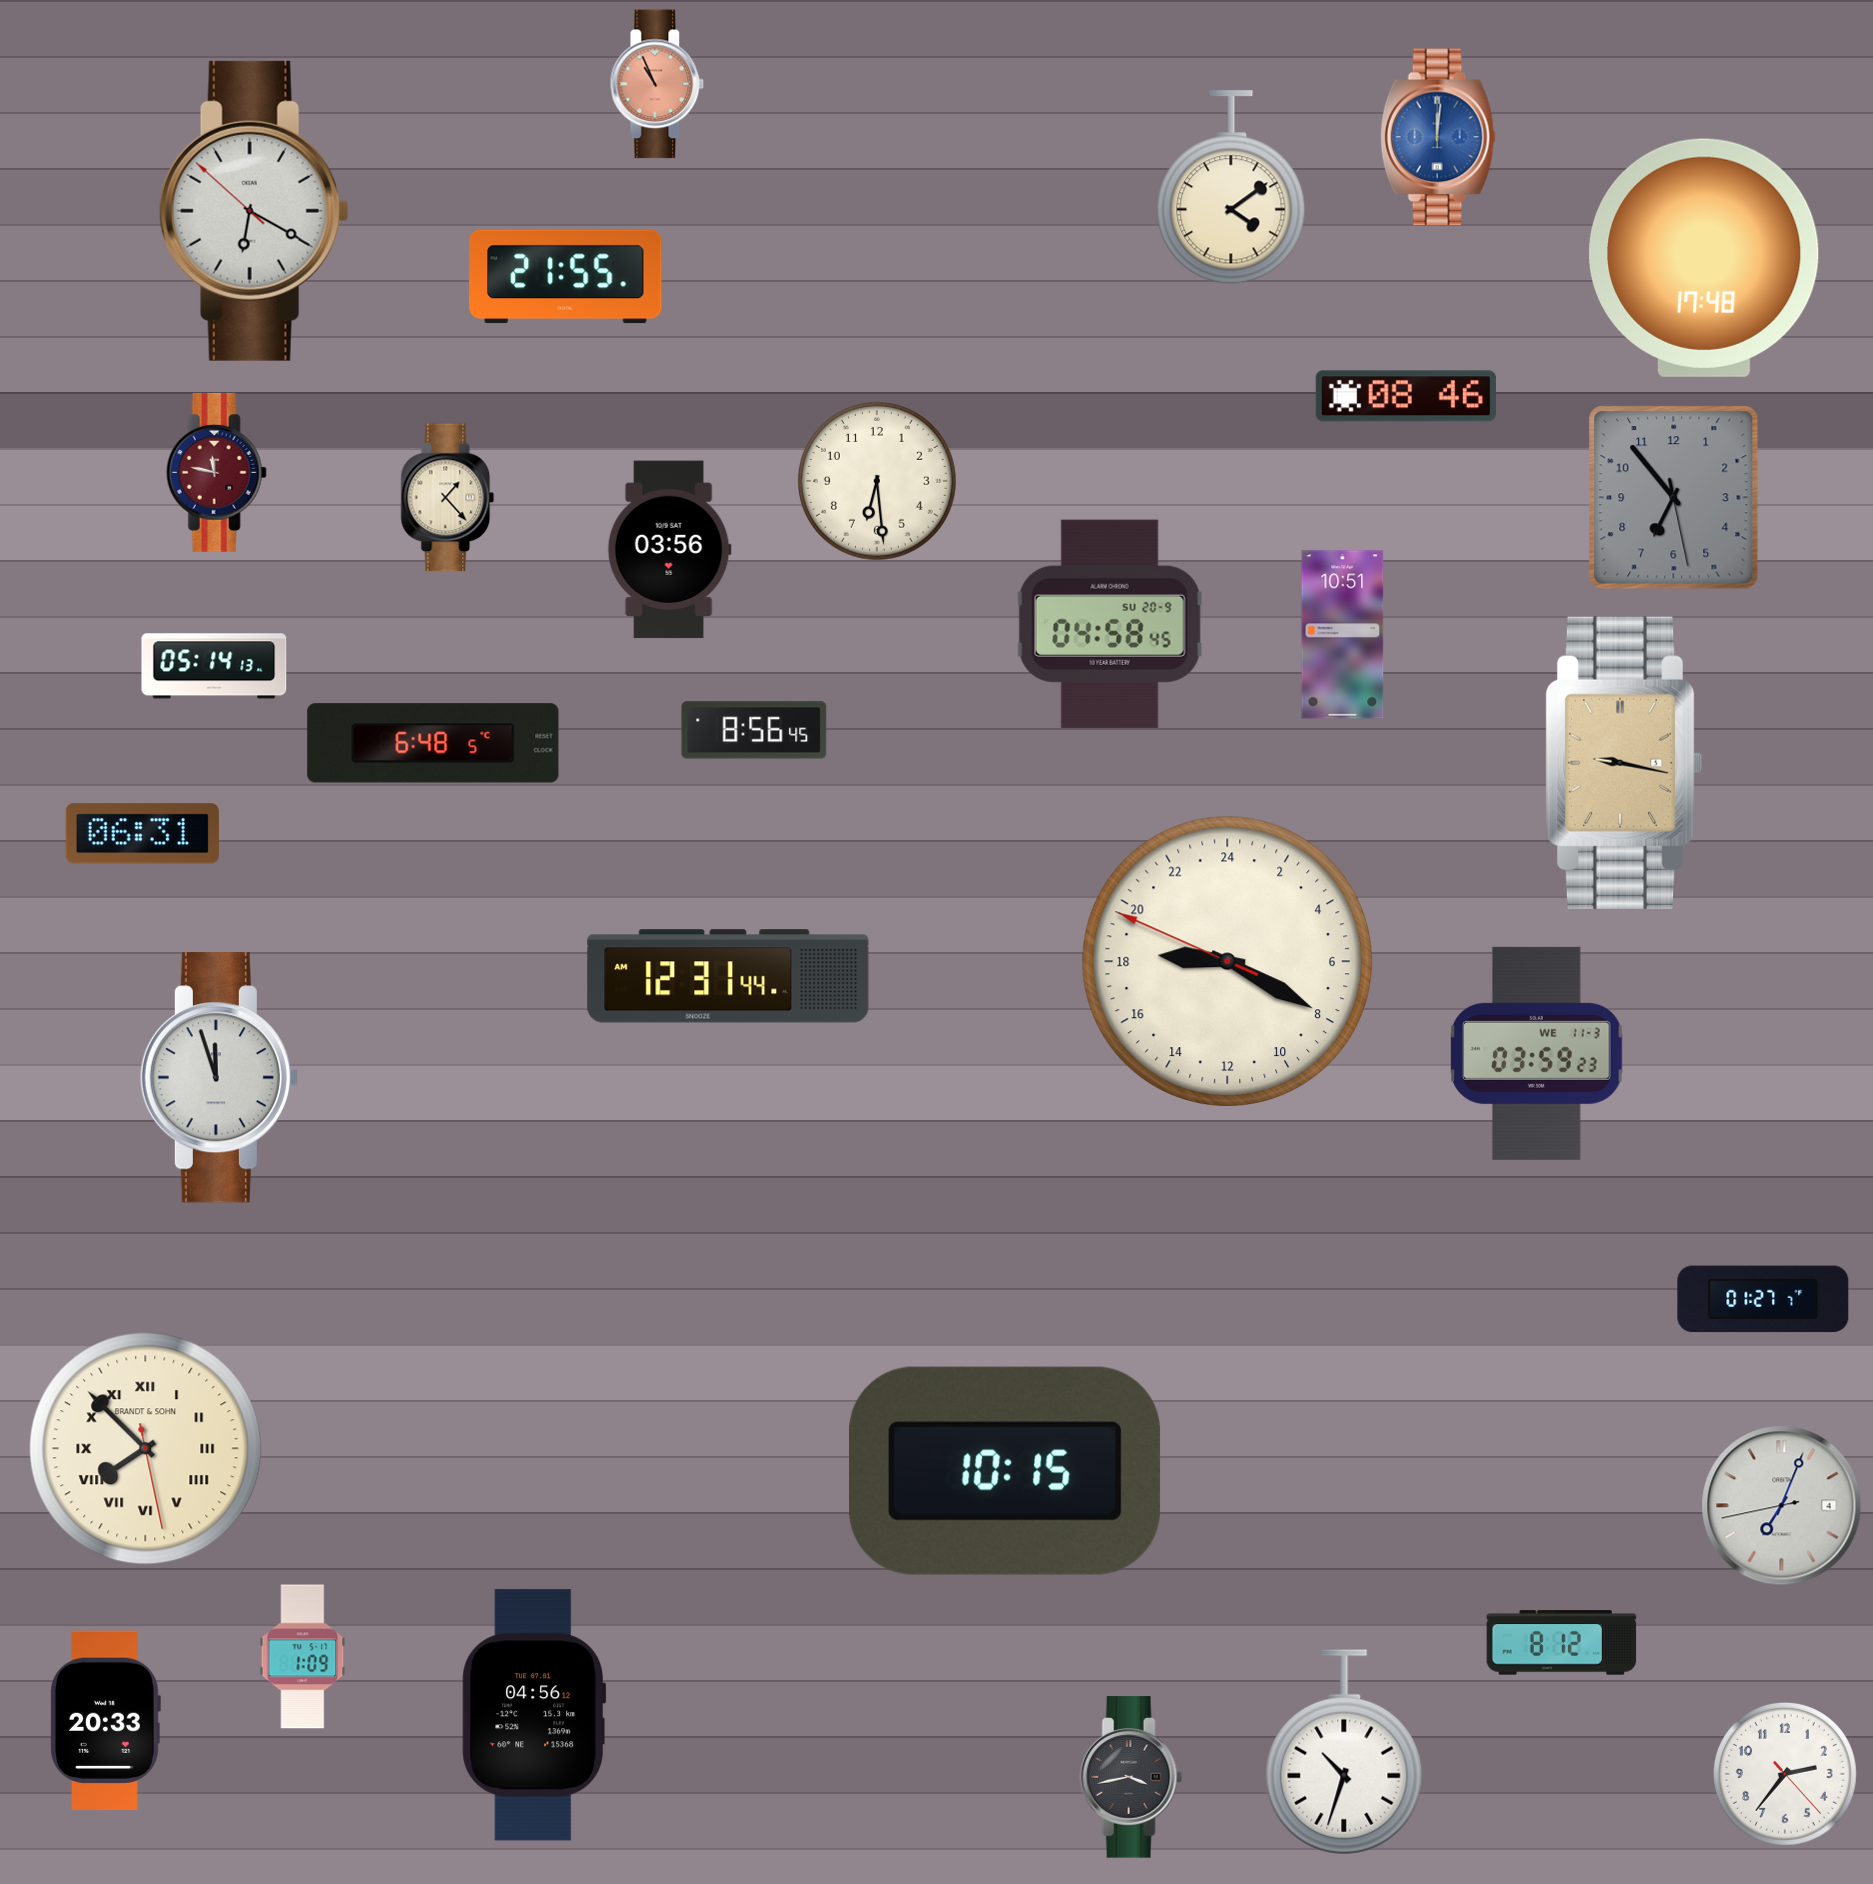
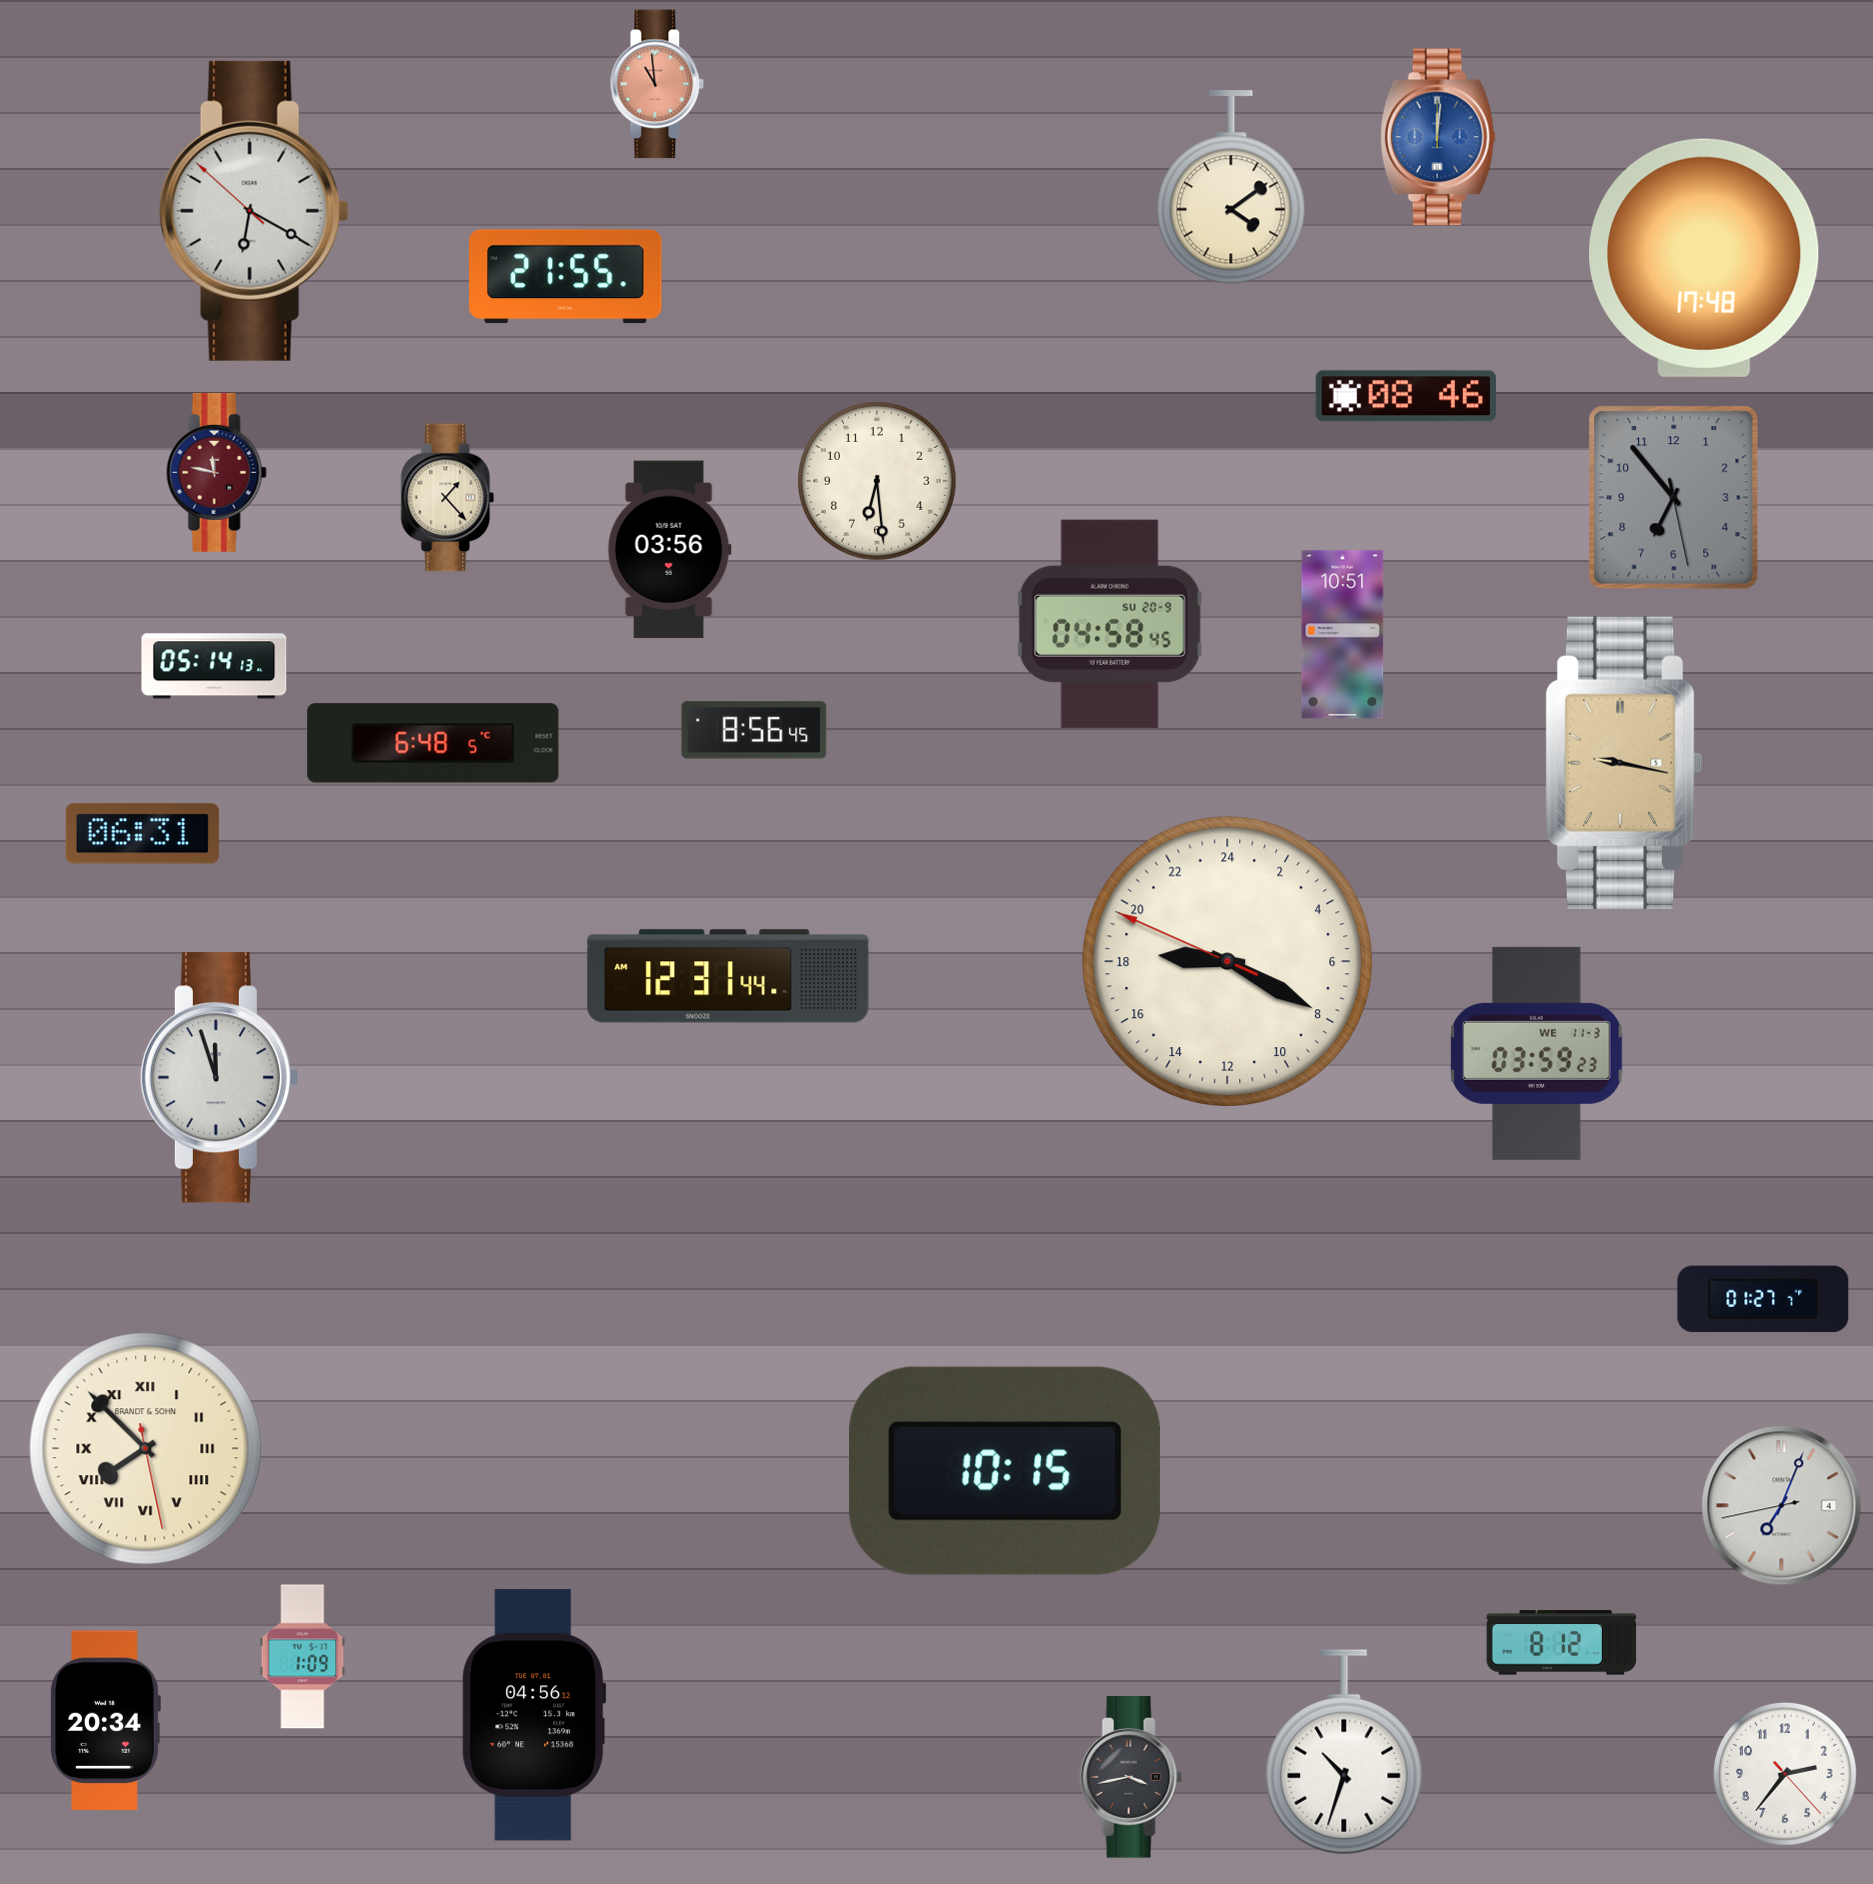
clock at (657, 84): 10:56 -> 10:59
clock at (106, 1720): 20:33 -> 20:34
